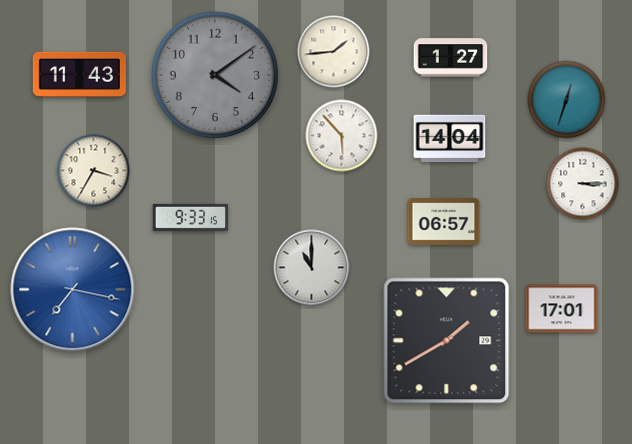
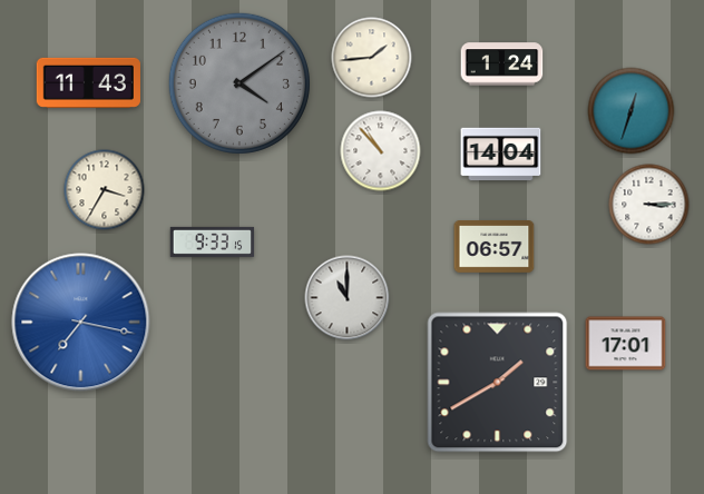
clock at (451, 58): 1:27 -> 1:24
clock at (342, 136): 5:53 -> 10:53
clock at (447, 341) position: (447, 341) -> (498, 383)
